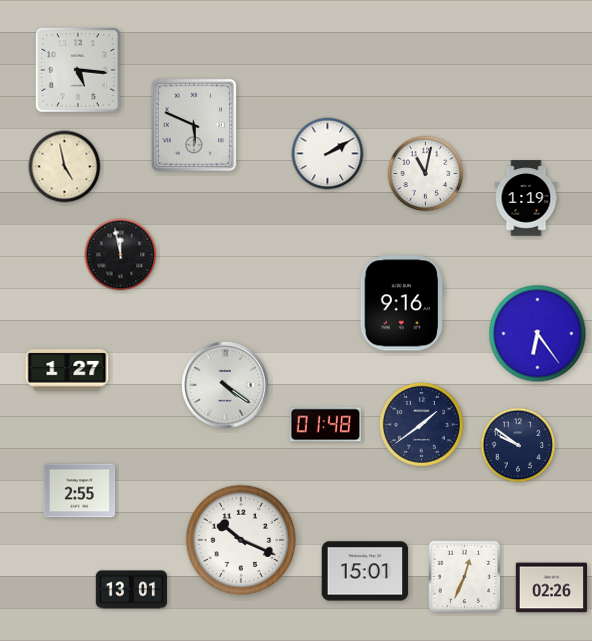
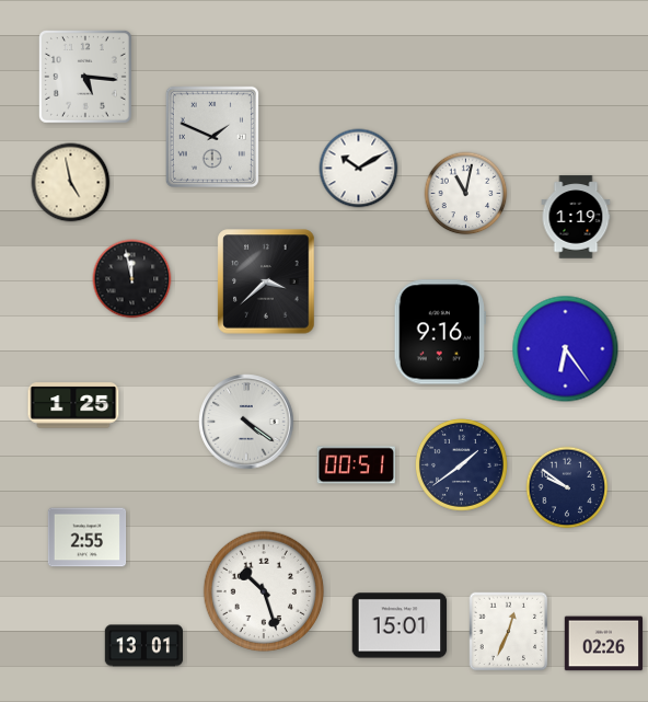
clock at (194, 125): 5:49 -> 1:49
clock at (328, 154): 2:10 -> 10:10
clock at (426, 174) position: (426, 174) -> (466, 194)
clock at (266, 281): none -> 3:38
clock at (538, 334) position: (538, 334) -> (566, 349)
clock at (67, 370): 1:27 -> 1:25
clock at (325, 425): 01:48 -> 00:51
clock at (241, 540): 10:19 -> 10:27
